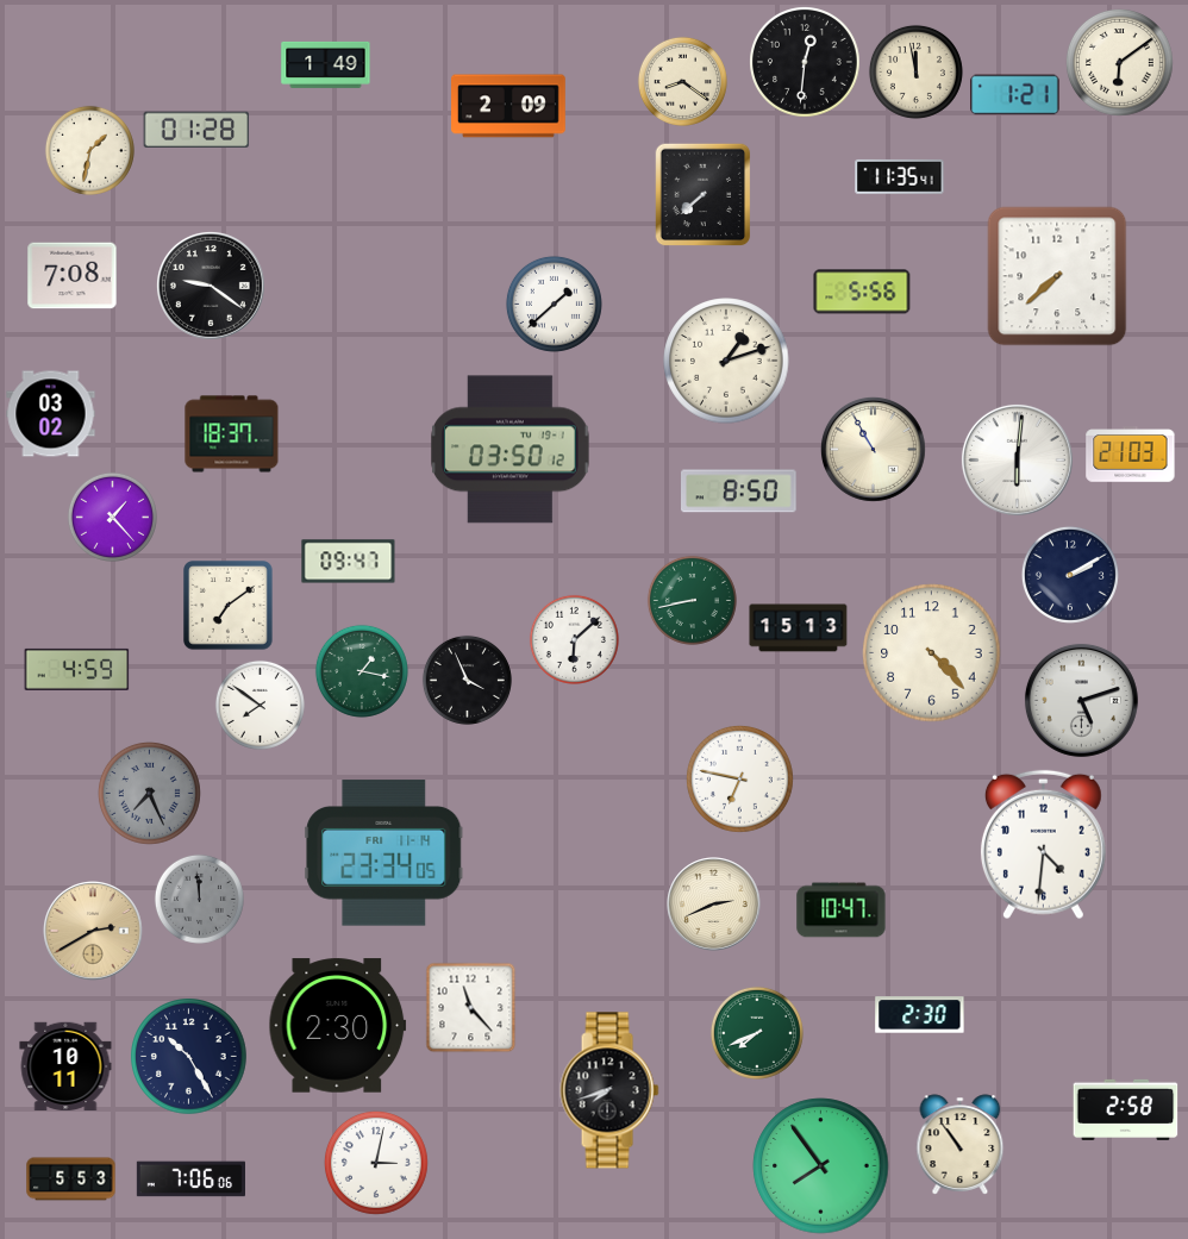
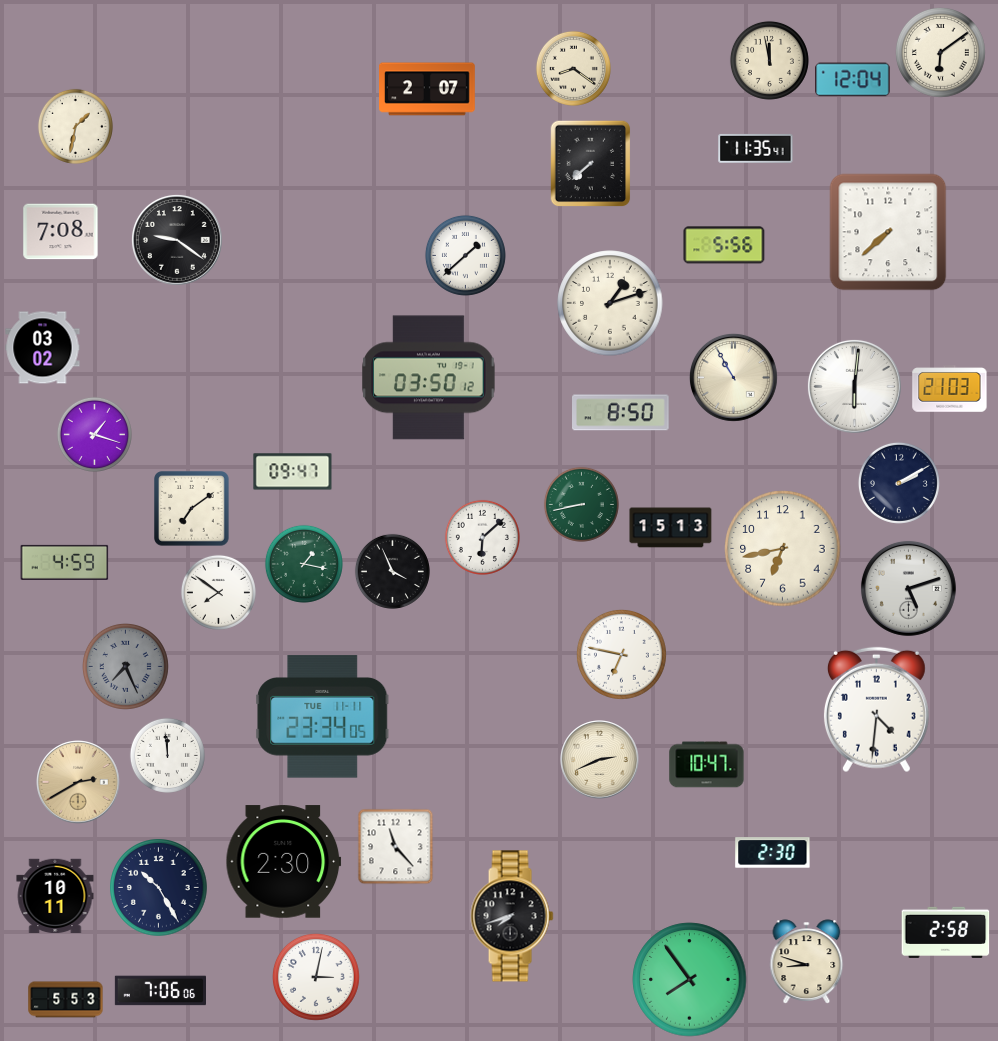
clock at (806, 63): 12:31 -> none
clock at (326, 64): 1:49 -> none
clock at (1015, 95): 1:21 -> 12:04
clock at (508, 106): 2:09 -> 2:07
clock at (196, 129): 01:28 -> none
clock at (232, 434): 18:37 -> none
clock at (1131, 455) position: (1131, 455) -> (950, 389)
clock at (112, 517): 1:23 -> 1:18
clock at (932, 653): 4:23 -> 6:43
clock at (384, 853) date: FRI 11-14 -> TUE 11-11
clock at (199, 899) dial: grey -> white
clock at (757, 1033): 7:41 -> none
clock at (961, 1145): 10:54 -> 8:48
clock at (71, 1179) position: (71, 1179) -> (66, 1000)
